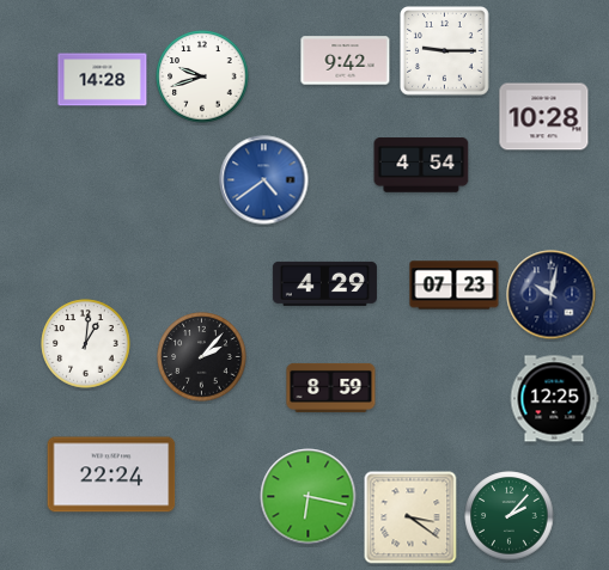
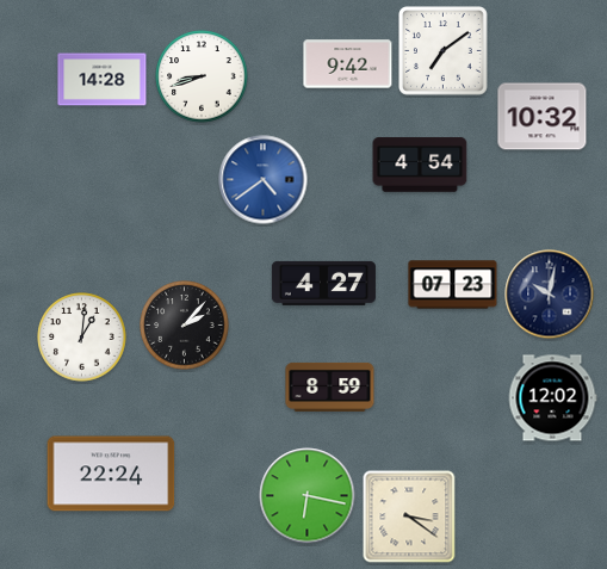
clock at (445, 51): 9:15 -> 7:09
clock at (346, 61) position: (346, 61) -> (348, 64)
clock at (202, 76): 9:42 -> 8:42
clock at (544, 117): 10:28 -> 10:32
clock at (324, 283): 4:29 -> 4:27
clock at (86, 344) position: (86, 344) -> (82, 338)
clock at (202, 357) position: (202, 357) -> (185, 326)
clock at (554, 399): 12:25 -> 12:02
clock at (510, 516): 2:07 -> none
